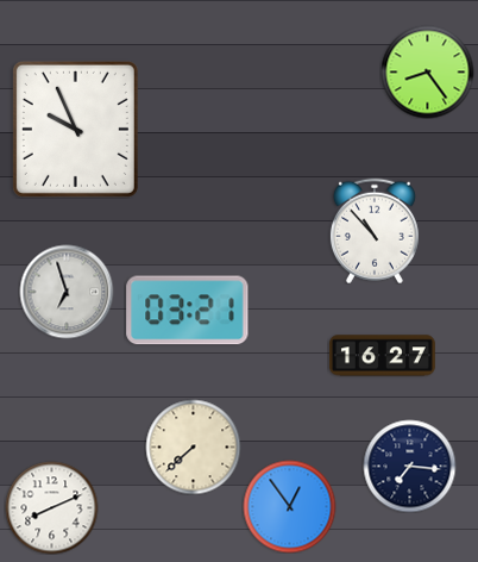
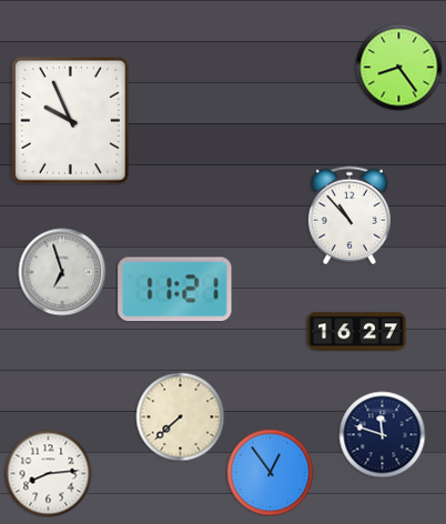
clock at (188, 311): 03:21 -> 11:21
clock at (409, 466): 7:16 -> 11:48
clock at (51, 507): 8:11 -> 8:14
